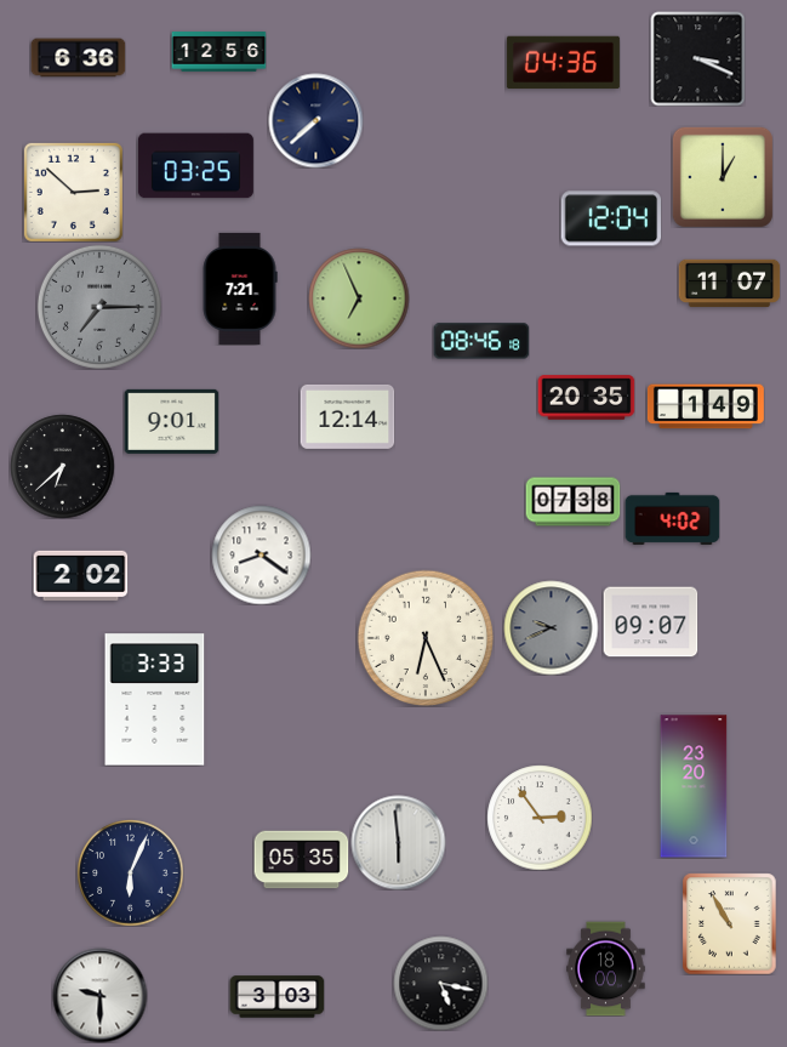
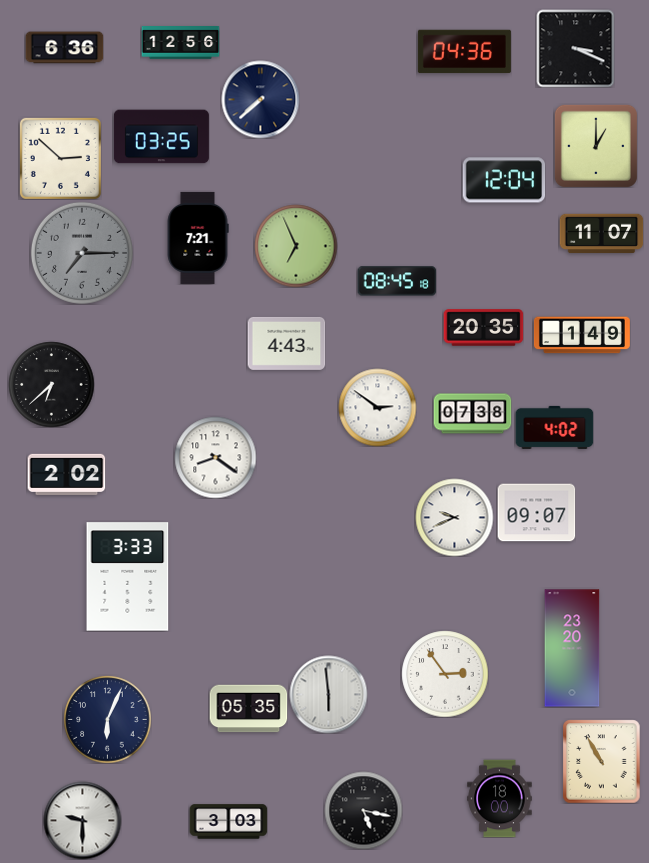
clock at (481, 341): 08:46 -> 08:45
clock at (347, 416): 12:14 -> 4:43
clock at (171, 421): 9:01 -> none
clock at (377, 407): none -> 2:51
clock at (551, 627) dial: grey -> white
clock at (426, 638): 6:26 -> none
